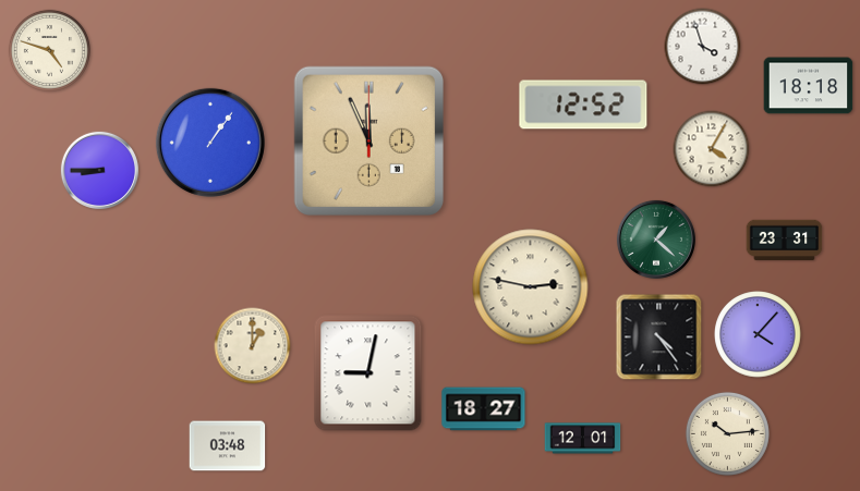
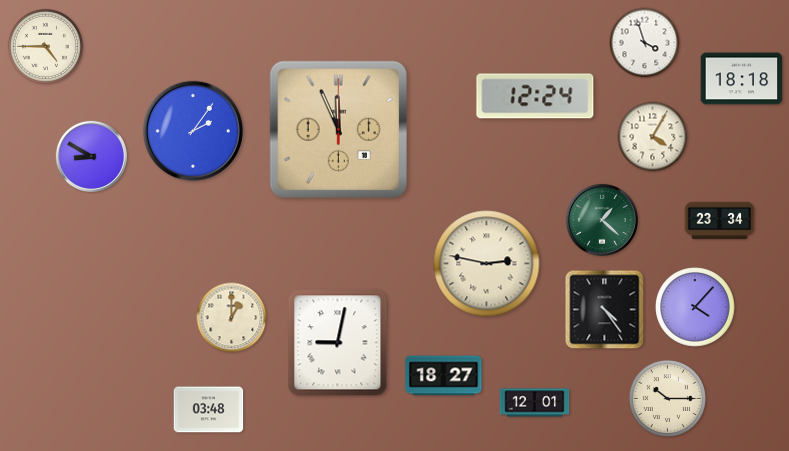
clock at (49, 50): 4:48 -> 4:45
clock at (583, 105): 12:52 -> 12:24
clock at (210, 143): 1:06 -> 2:06
clock at (99, 170): 8:45 -> 8:50
clock at (785, 241): 23:31 -> 23:34
clock at (727, 433): 10:14 -> 10:15
